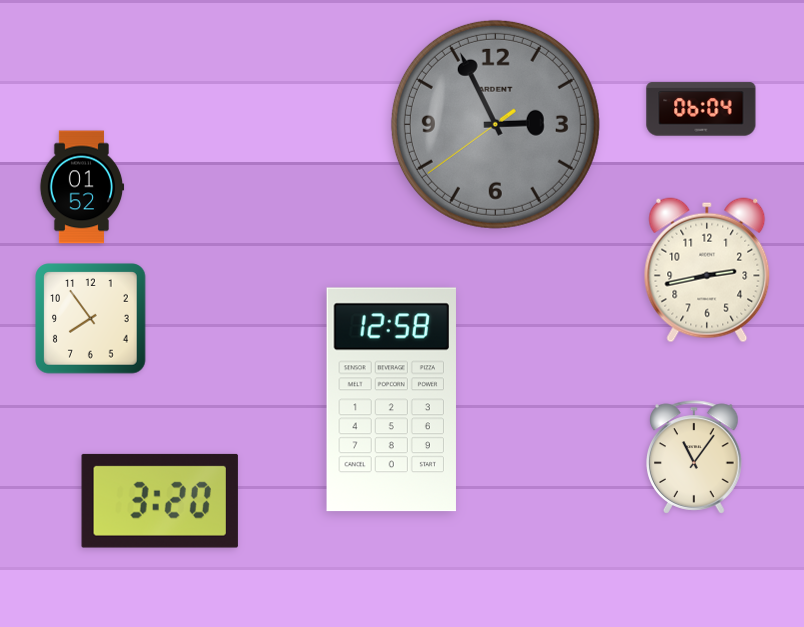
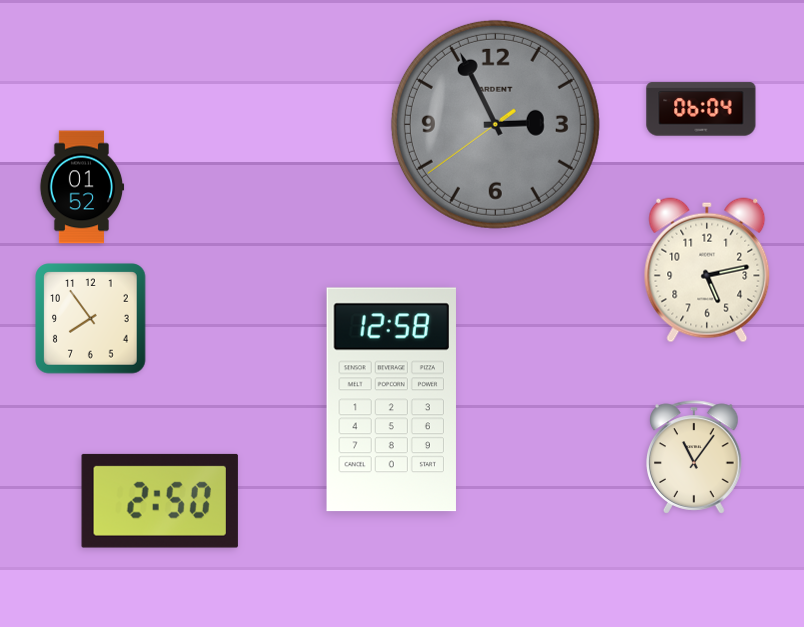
clock at (707, 270): 2:43 -> 5:13
clock at (160, 501): 3:20 -> 2:50
